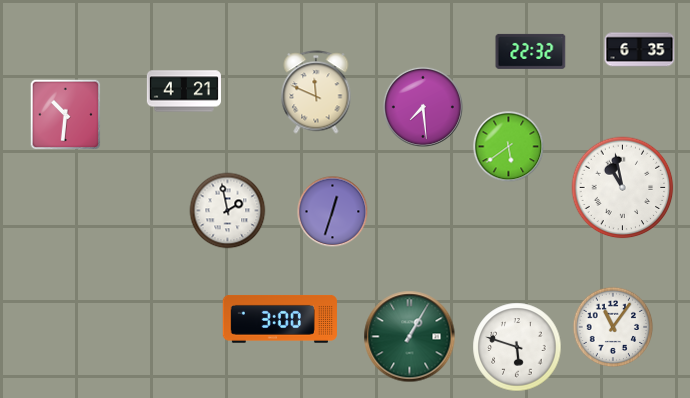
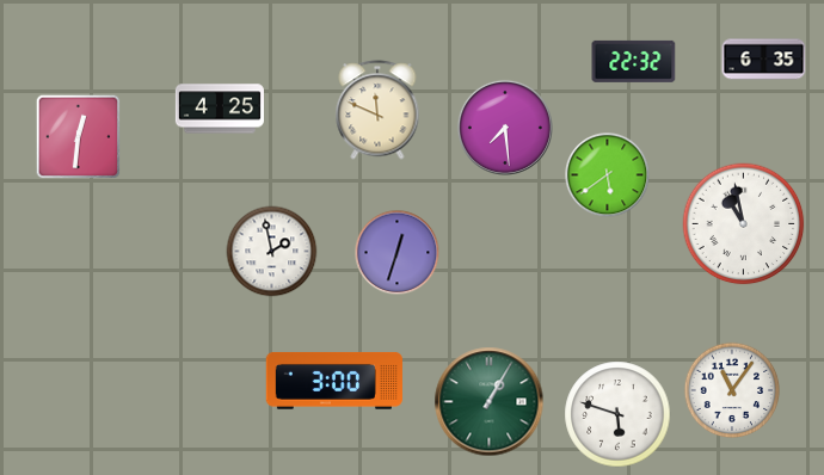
clock at (184, 91): 4:21 -> 4:25
clock at (66, 115): 10:31 -> 12:31
